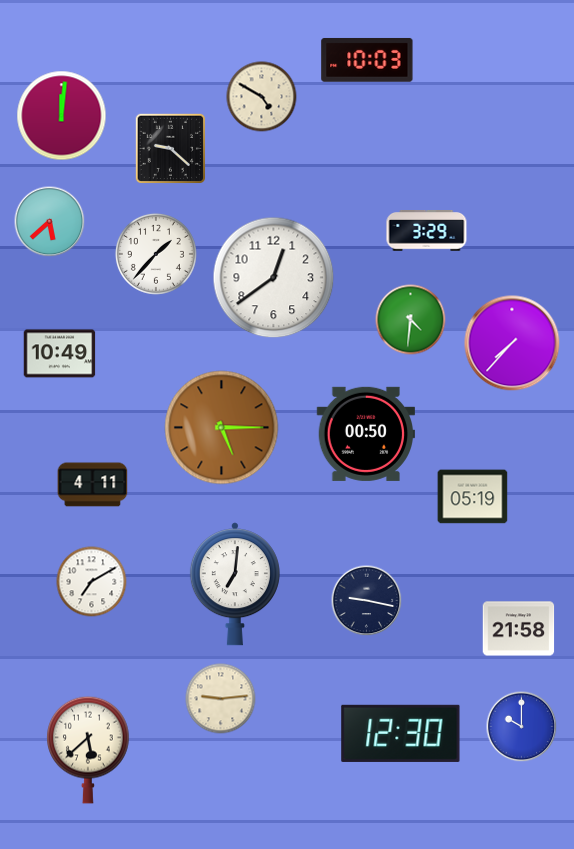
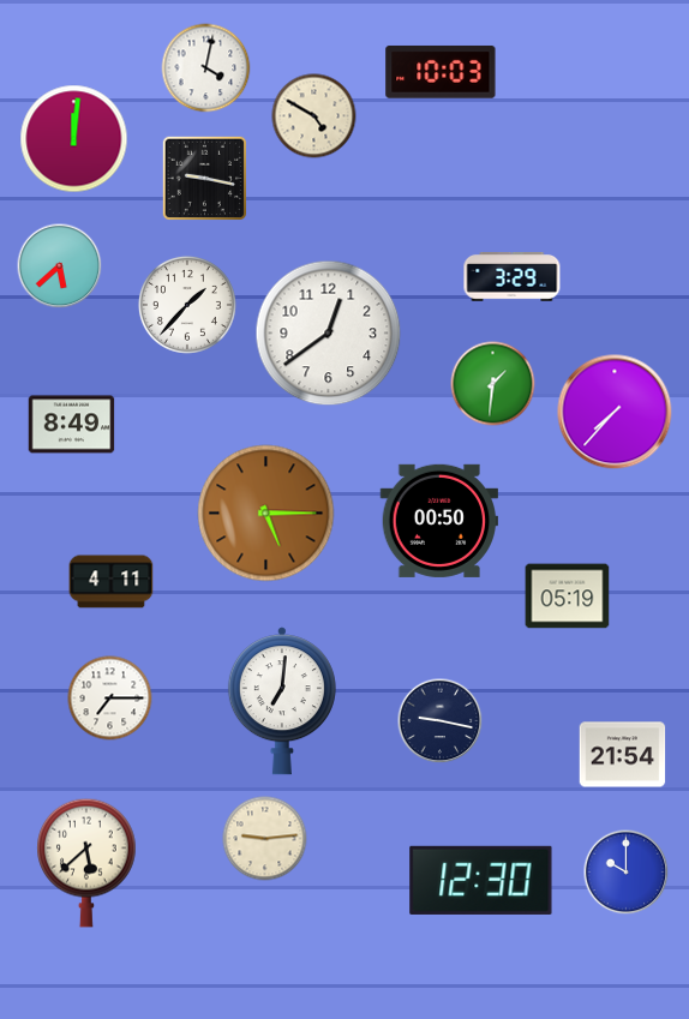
clock at (206, 68): none -> 4:02
clock at (170, 148): 9:22 -> 9:17
clock at (411, 320): 4:31 -> 1:31
clock at (60, 354): 10:49 -> 8:49
clock at (92, 582): 7:10 -> 7:15
clock at (519, 629): 21:58 -> 21:54
clock at (88, 750) position: (88, 750) -> (86, 863)
